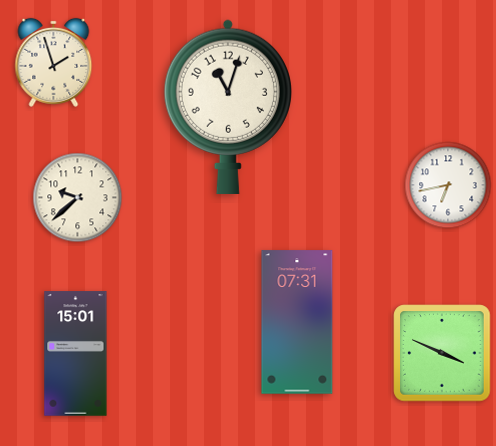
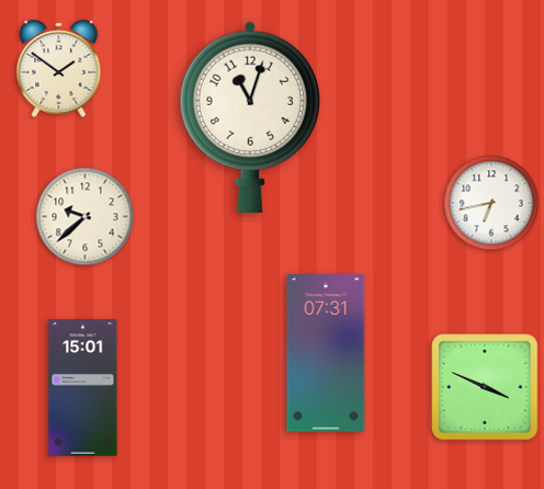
clock at (54, 62): 1:57 -> 1:51
